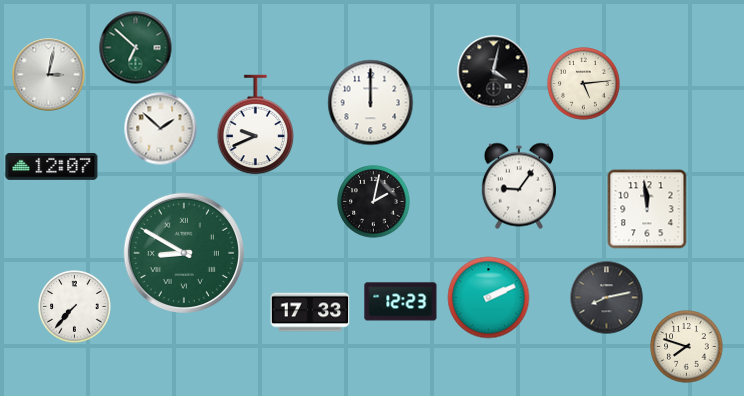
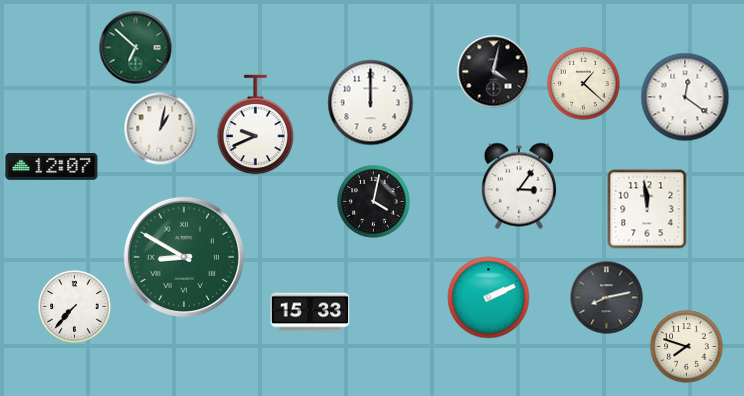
clock at (49, 75): 3:02 -> none
clock at (584, 84): 5:14 -> 1:22
clock at (685, 97): none -> 12:21
clock at (161, 129): 1:52 -> 1:02
clock at (519, 186): 9:06 -> 3:06
clock at (374, 202): 2:02 -> 4:02
clock at (184, 253) position: (184, 253) -> (184, 257)
clock at (401, 302): 12:23 -> none
clock at (310, 312): 17:33 -> 15:33
